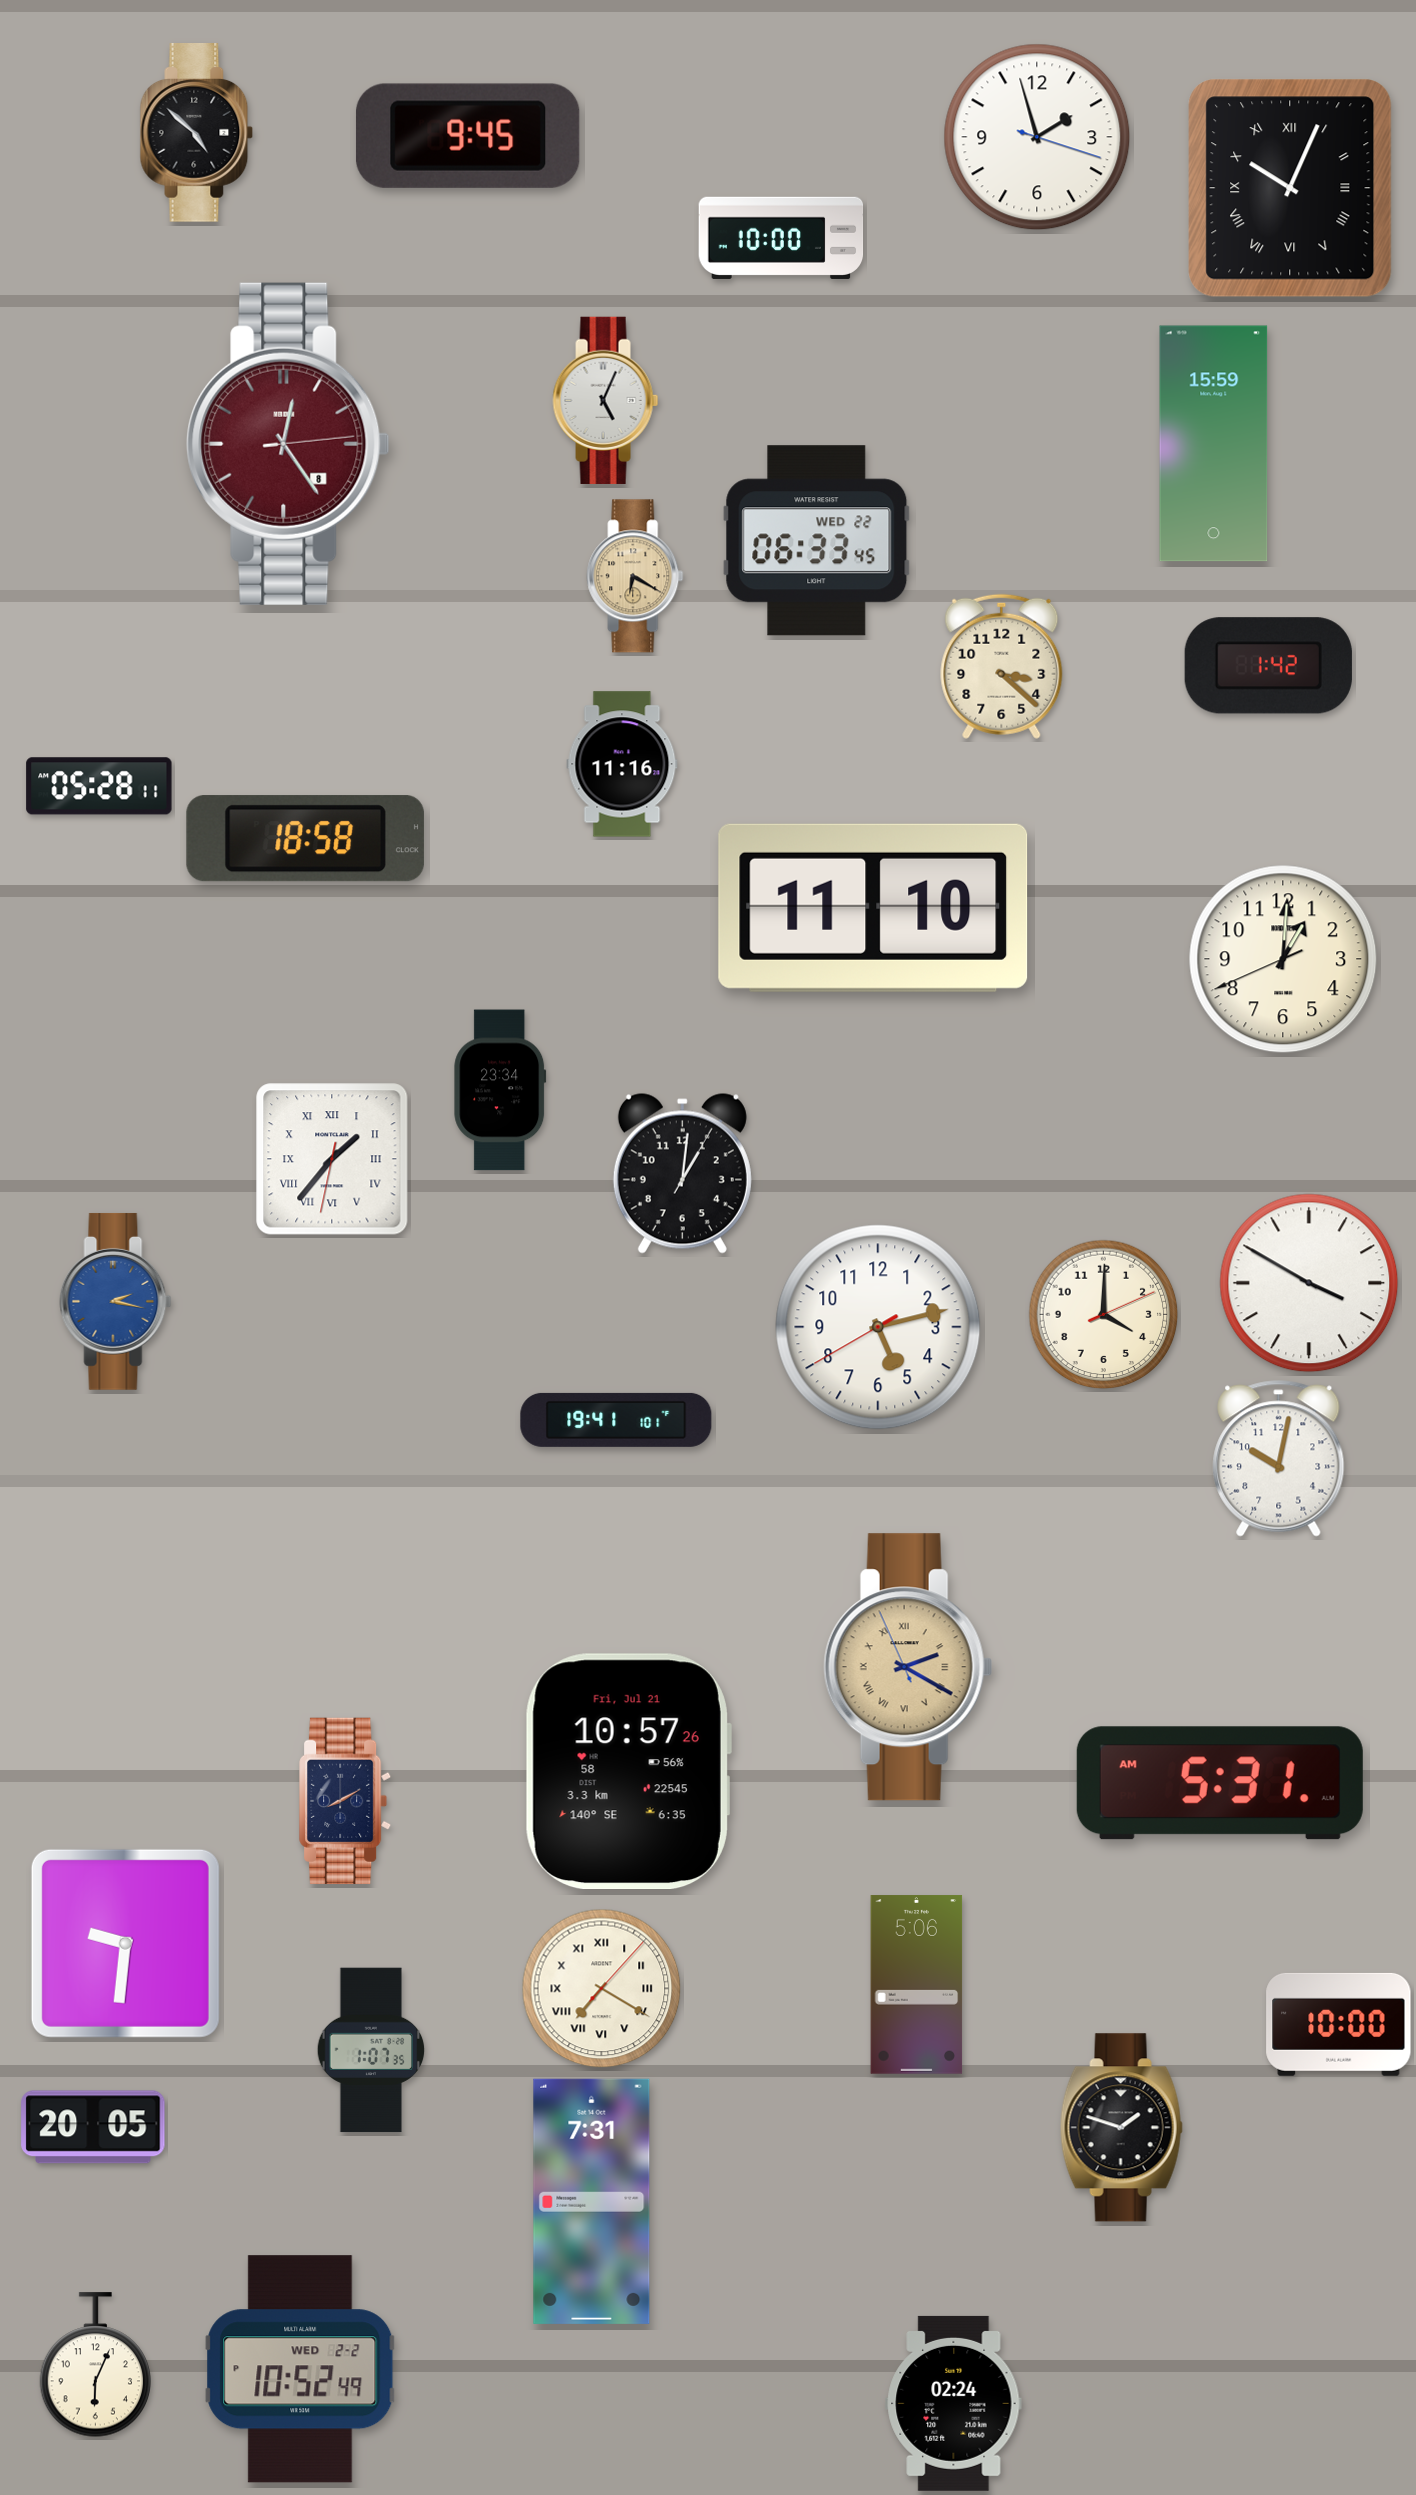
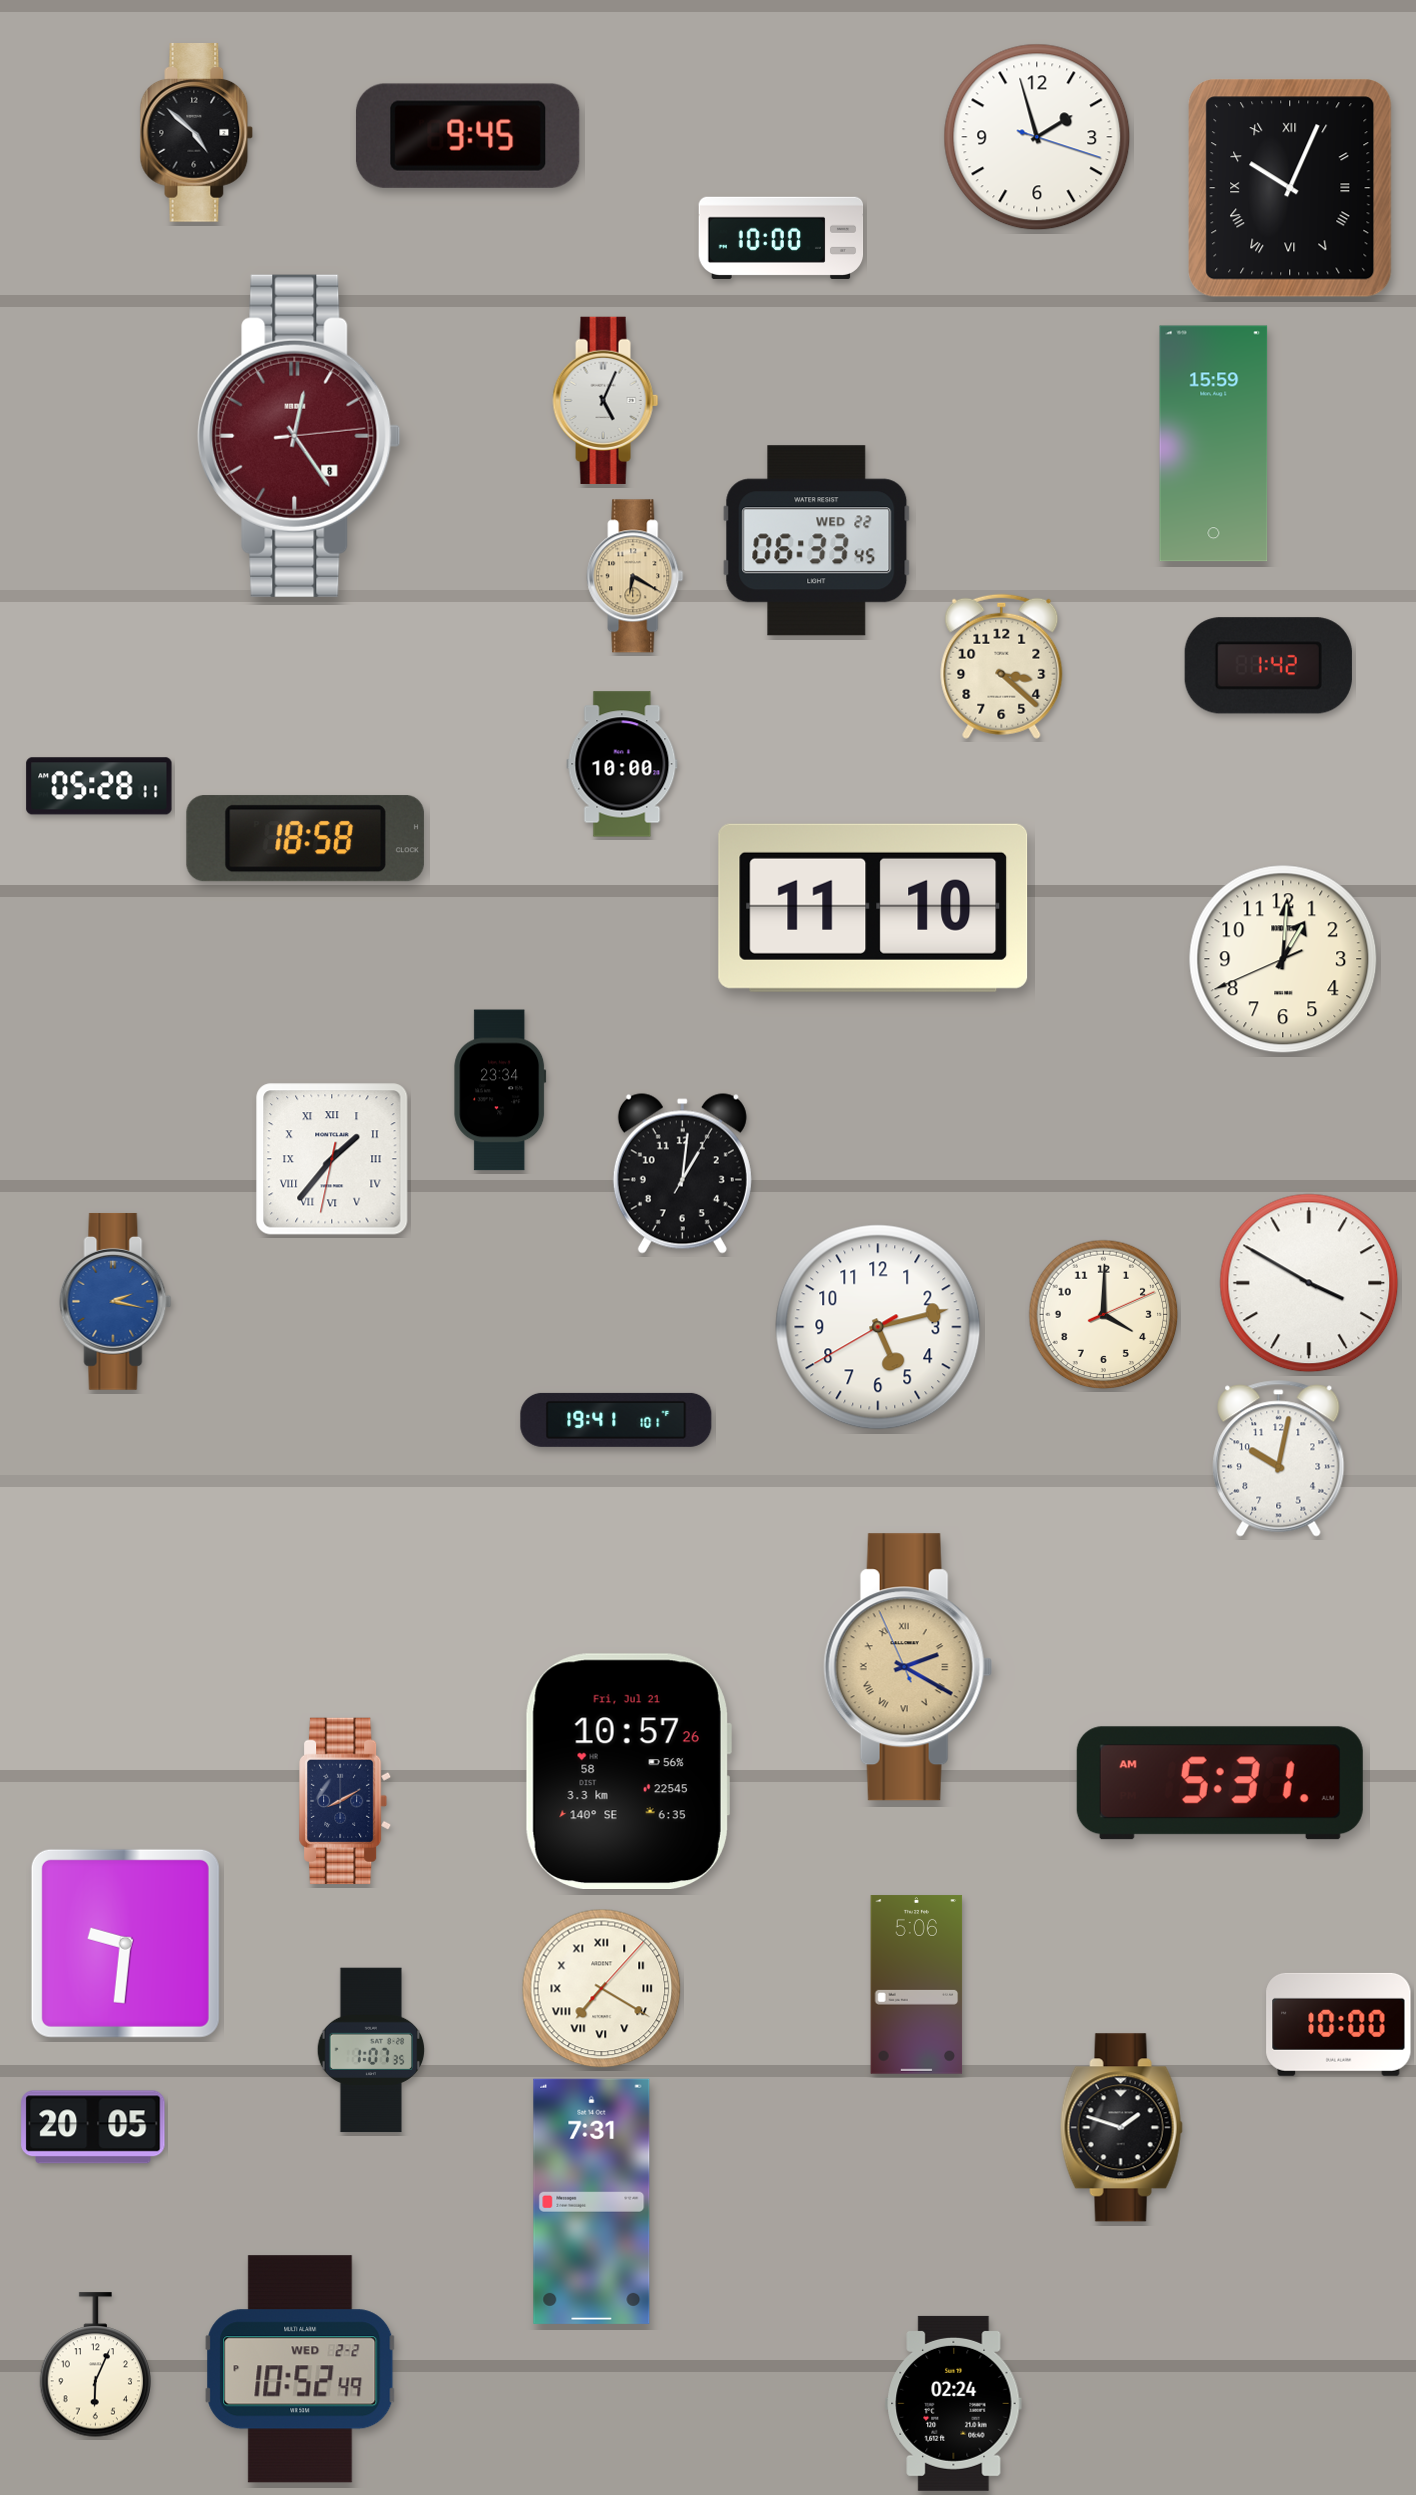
clock at (288, 444) position: (288, 444) -> (299, 436)
clock at (622, 764): 11:16 -> 10:00
